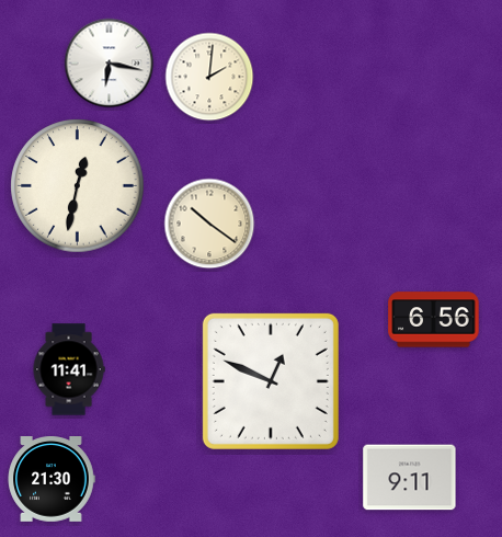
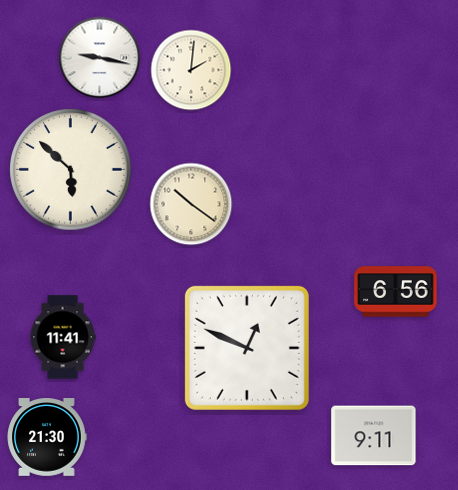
clock at (110, 64): 6:17 -> 9:17
clock at (78, 186): 12:32 -> 5:52
